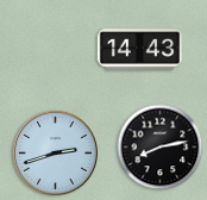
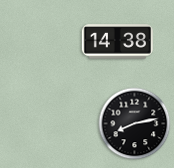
clock at (139, 50): 14:43 -> 14:38
clock at (55, 152): 2:42 -> none
